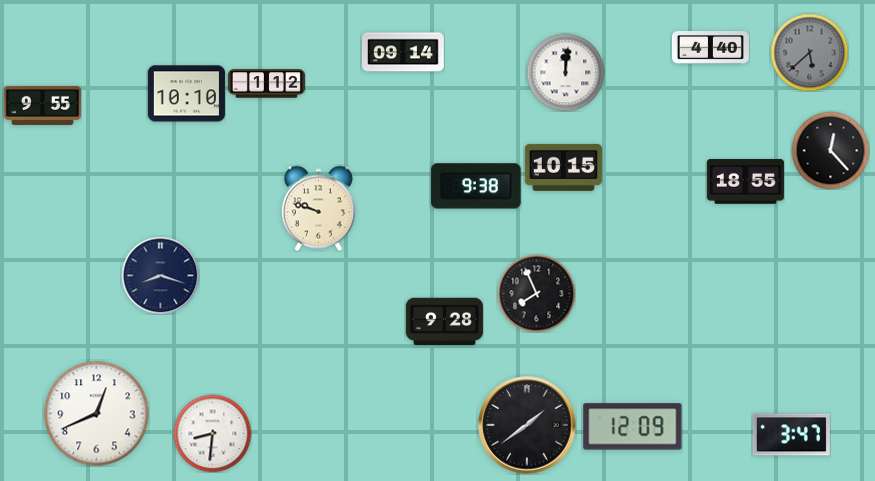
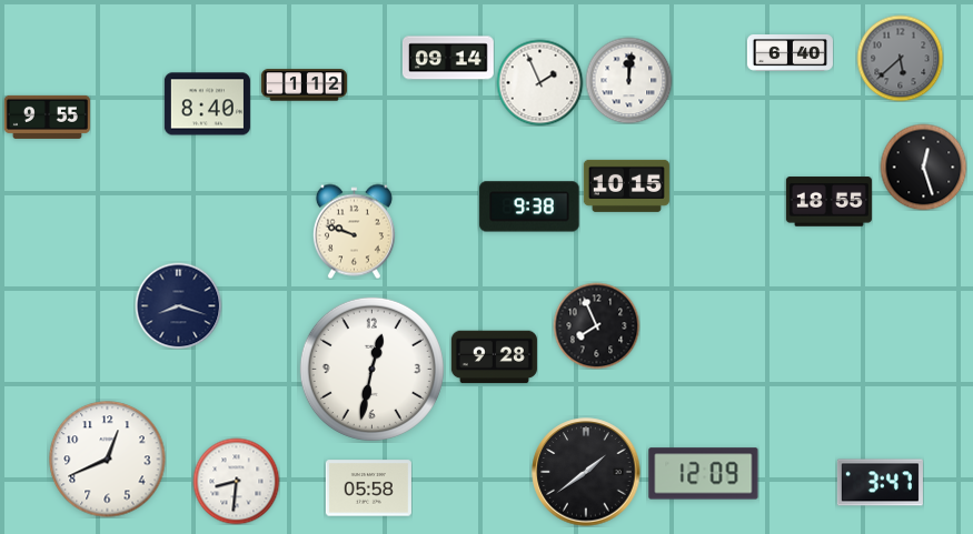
clock at (710, 48): 4:40 -> 6:40
clock at (539, 82): none -> 1:56
clock at (266, 84) position: (266, 84) -> (304, 85)
clock at (186, 94): 10:10 -> 8:40
clock at (830, 150): 12:23 -> 12:27
clock at (371, 369): none -> 12:32
clock at (368, 488): none -> 05:58
